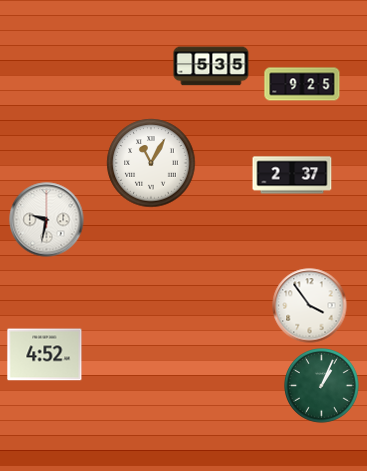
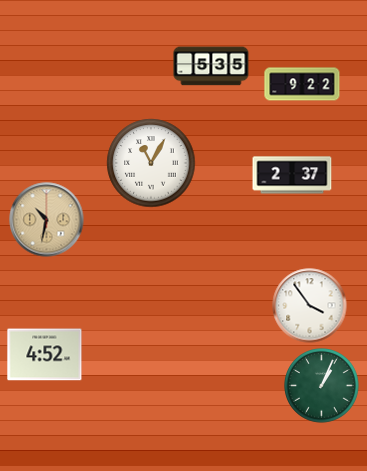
clock at (302, 84): 9:25 -> 9:22
clock at (47, 220): 9:32 -> 10:32
clock at (47, 220) dial: white -> champagne
